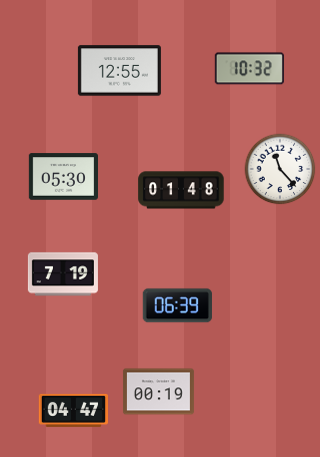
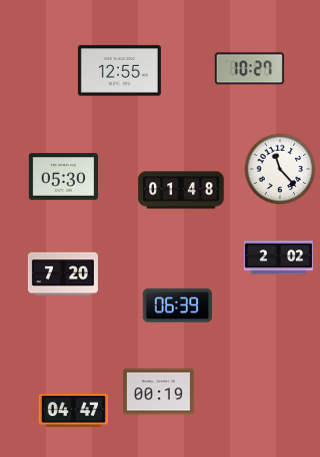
clock at (249, 69): 10:32 -> 10:27
clock at (278, 258): none -> 2:02
clock at (63, 274): 7:19 -> 7:20
